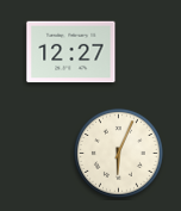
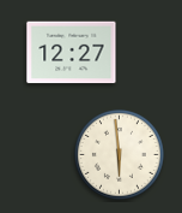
clock at (118, 153): 6:04 -> 5:59
